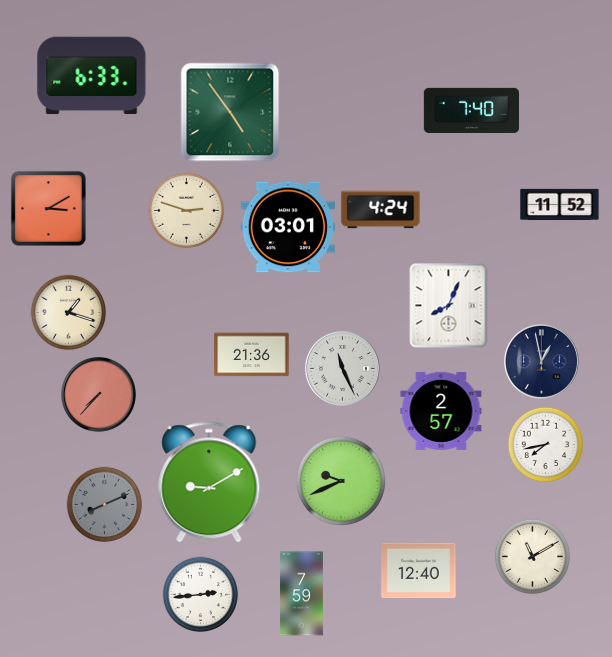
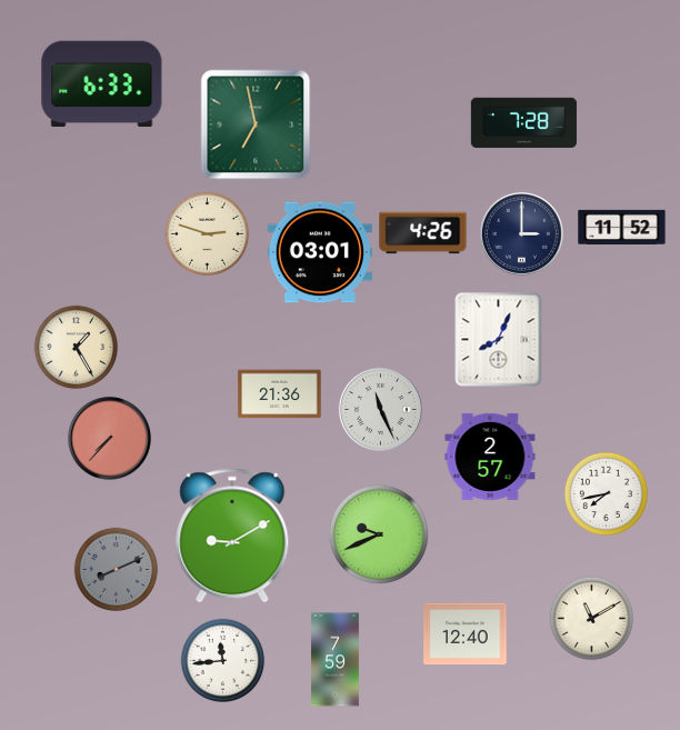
clock at (471, 110): 7:40 -> 7:28
clock at (230, 112): 4:54 -> 6:58
clock at (48, 208): 3:10 -> none
clock at (381, 210): 4:24 -> 4:26
clock at (521, 233): none -> 3:00
clock at (69, 313): 1:18 -> 1:25
clock at (541, 361): 12:58 -> none
clock at (105, 505) position: (105, 505) -> (117, 570)
clock at (201, 595): 2:44 -> 11:44
